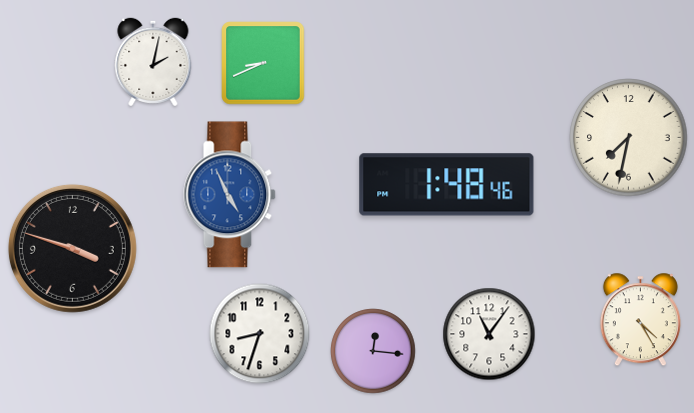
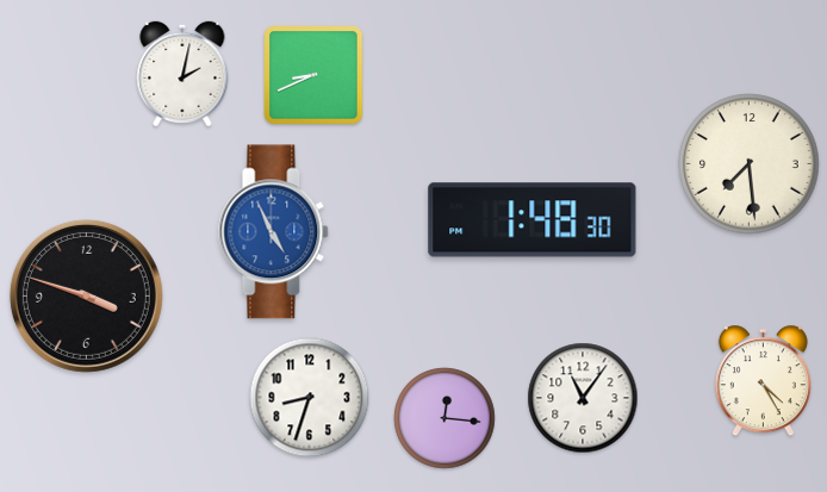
clock at (629, 138): 7:32 -> 7:29
clock at (447, 185): 1:48:46 -> 1:48:30
